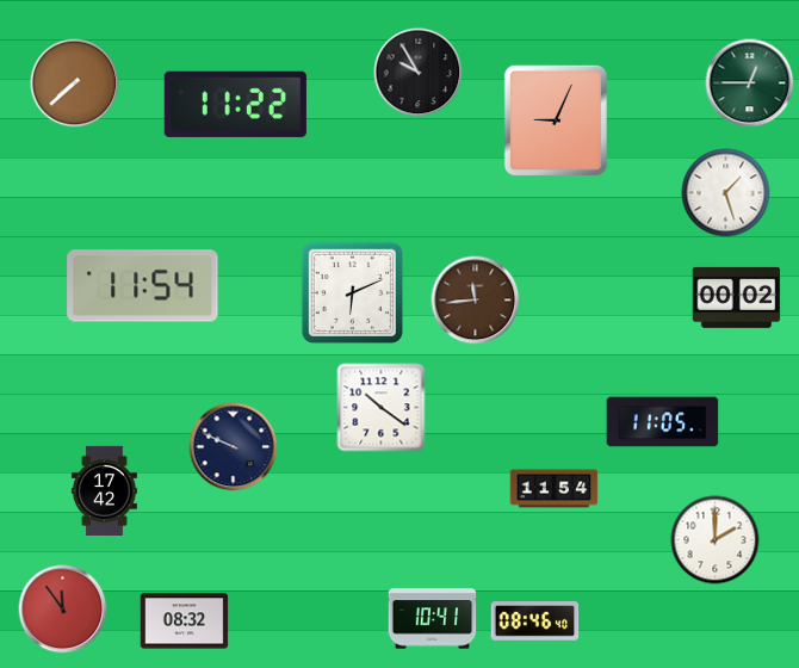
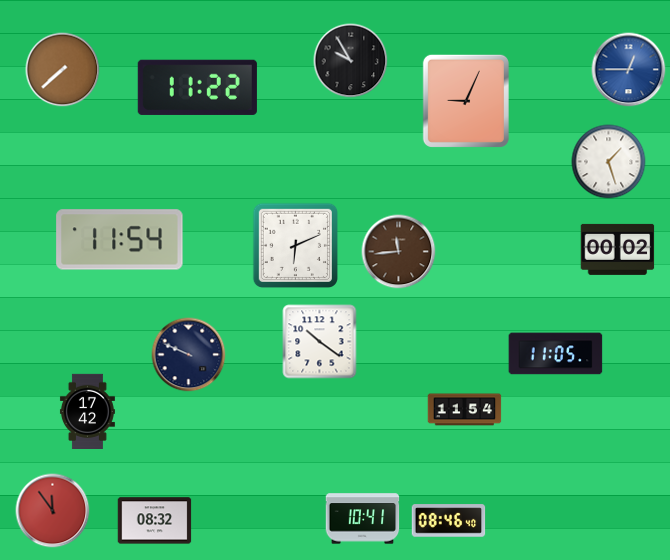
clock at (750, 83) dial: green -> blue
clock at (234, 447) position: (234, 447) -> (189, 355)
clock at (716, 540): 2:00 -> none
